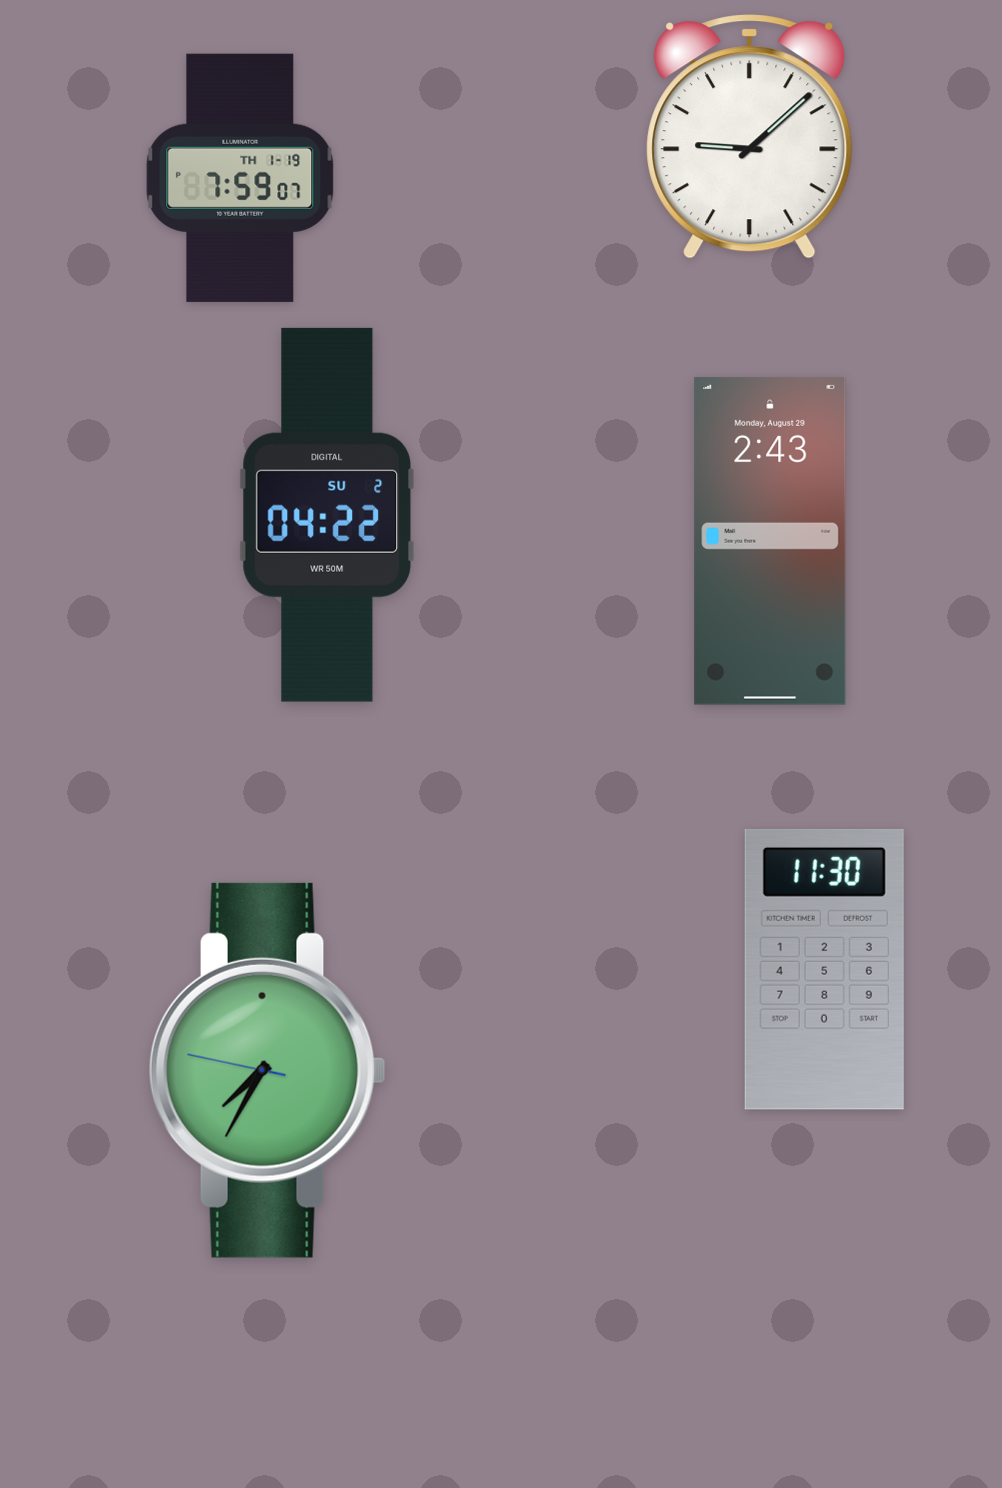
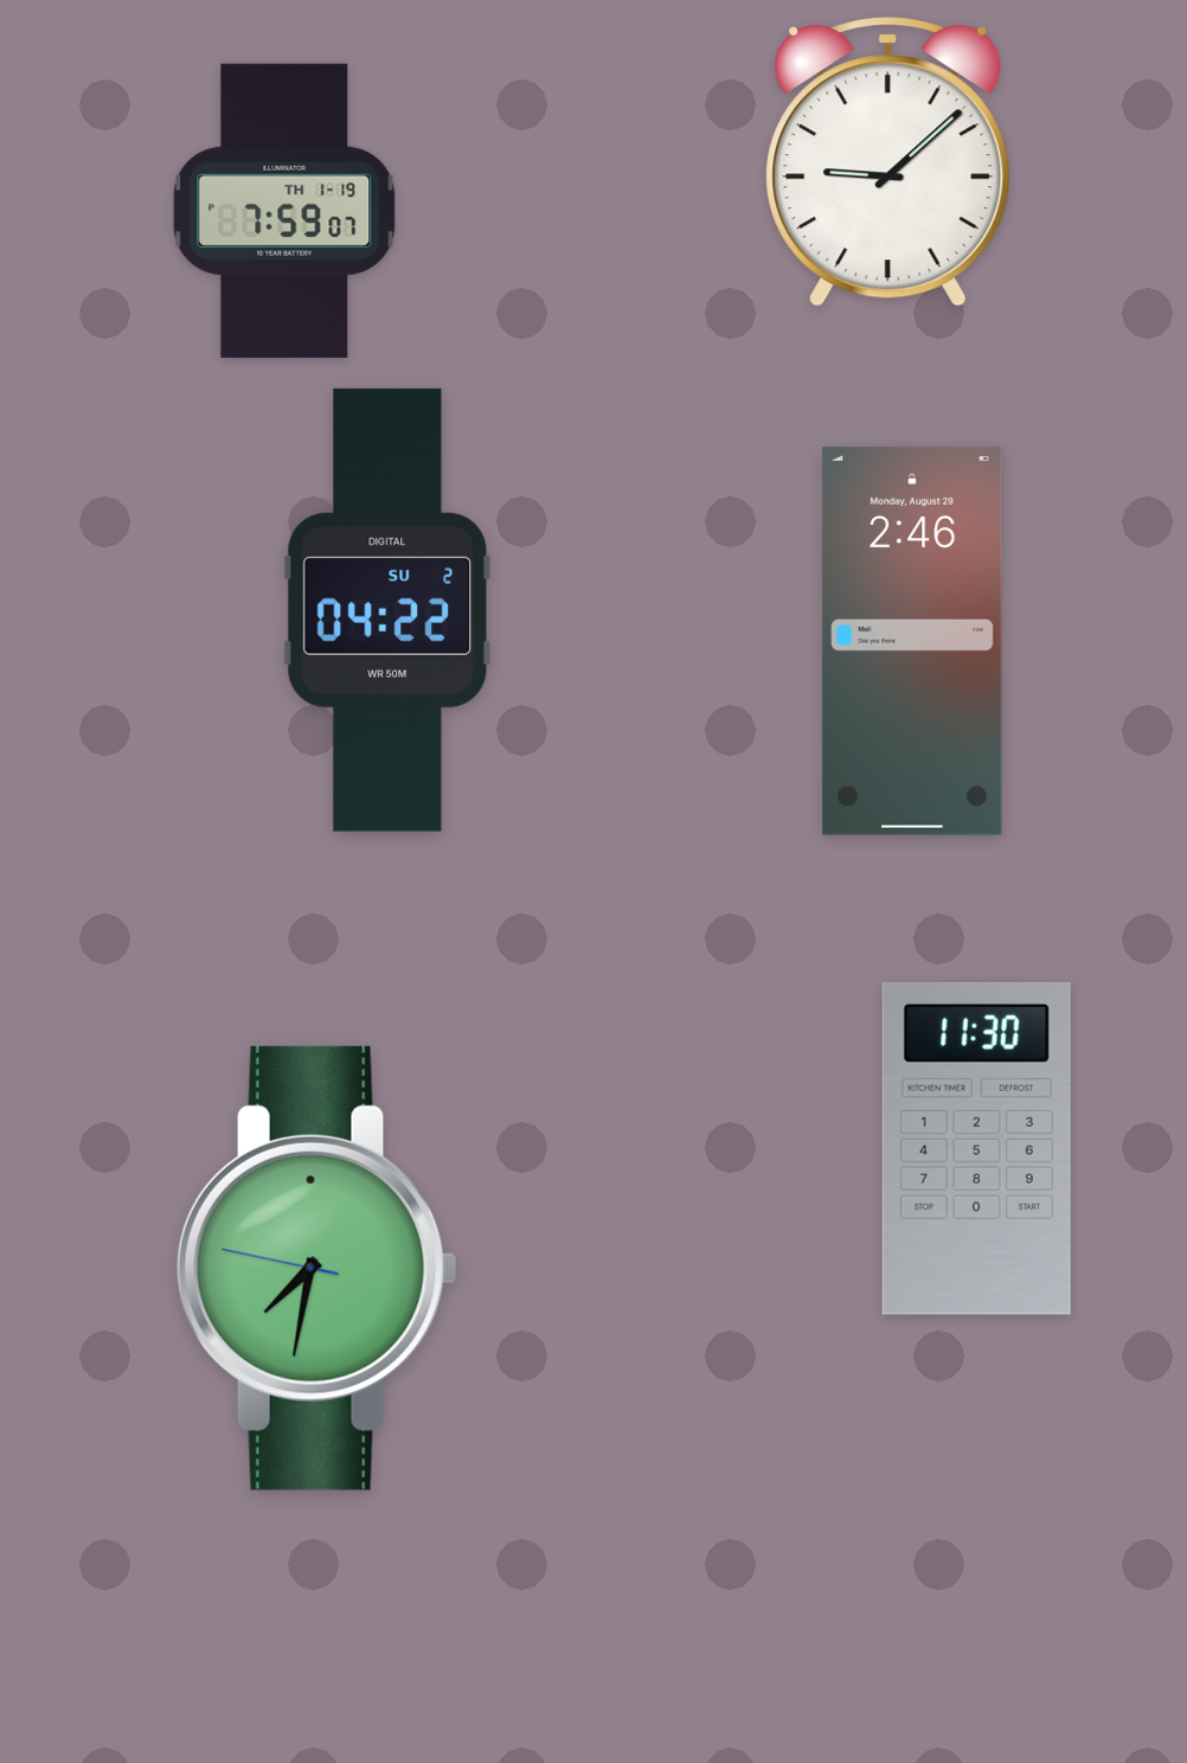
clock at (770, 541): 2:43 -> 2:46
clock at (267, 1070): 7:34 -> 7:31
